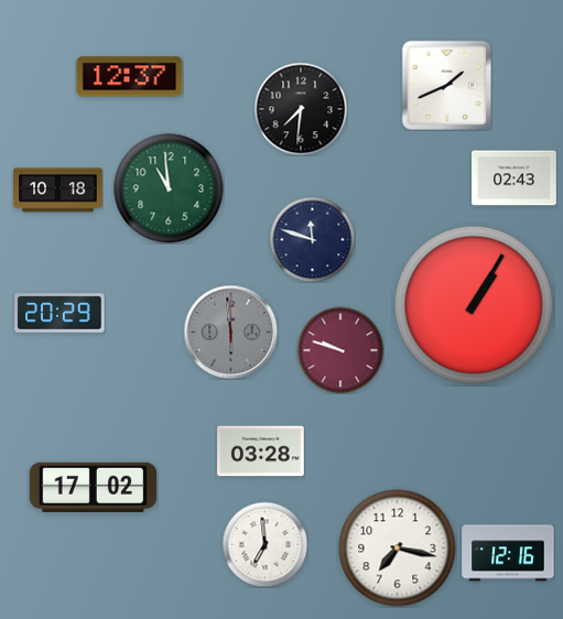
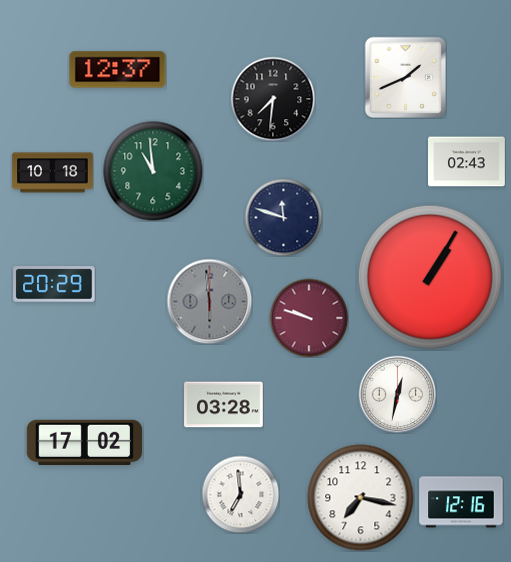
clock at (397, 394): none -> 12:32
clock at (261, 452) position: (261, 452) -> (224, 405)
